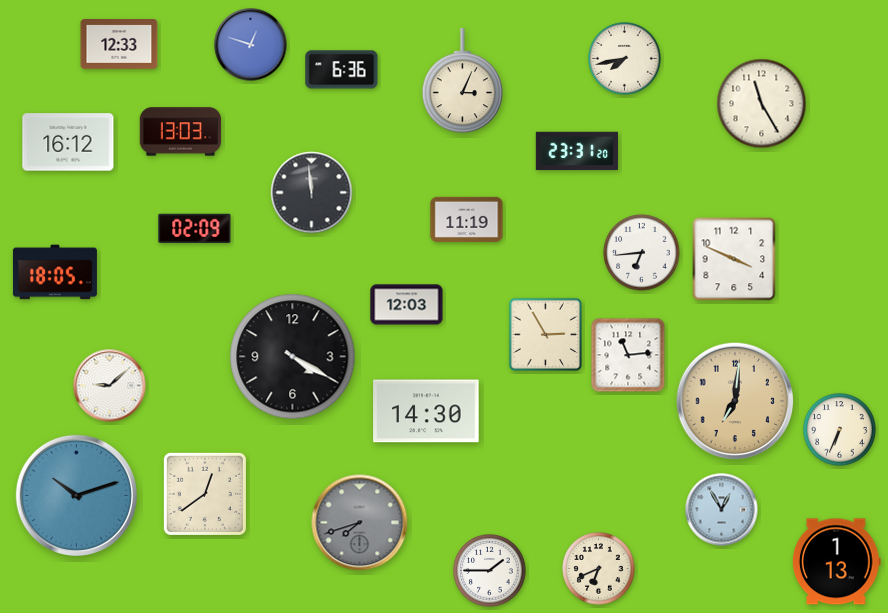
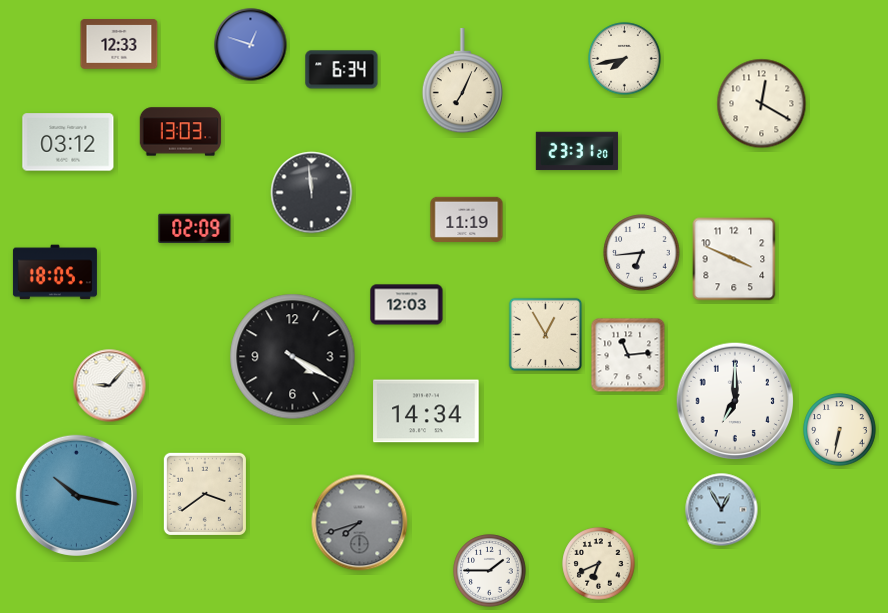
clock at (342, 70): 6:36 -> 6:34
clock at (462, 81): 3:04 -> 7:04
clock at (762, 104): 11:25 -> 12:20
clock at (68, 142): 16:12 -> 03:12
clock at (546, 335): 2:55 -> 12:55
clock at (110, 386): 9:08 -> 9:07
clock at (735, 401): 7:01 -> 7:00
clock at (735, 401) dial: champagne -> white
clock at (426, 411): 14:30 -> 14:34
clock at (840, 430): 6:34 -> 6:32
clock at (205, 494): 12:39 -> 3:39
clock at (76, 495): 10:12 -> 10:17
clock at (836, 562): 1:13 -> none
clock at (599, 569) position: (599, 569) -> (599, 564)
